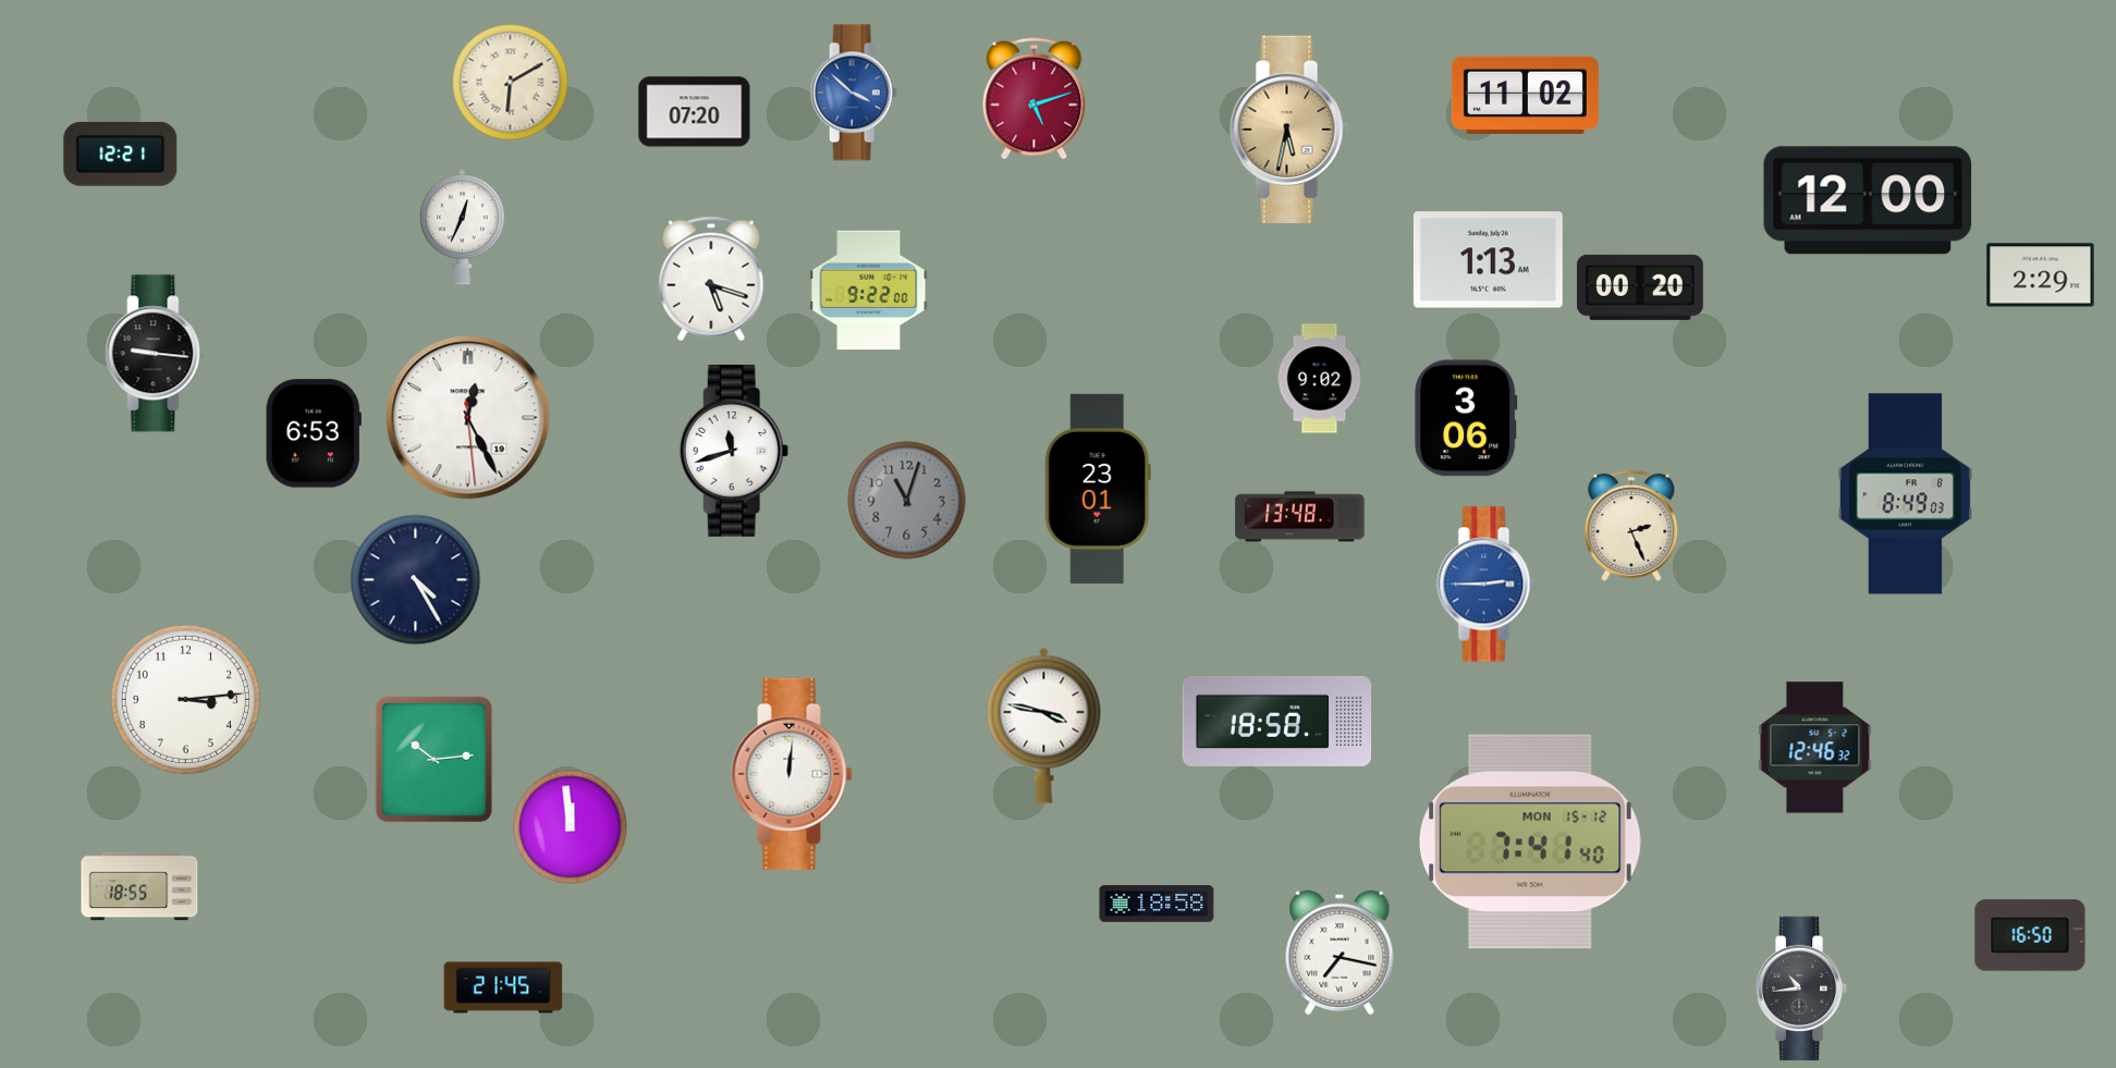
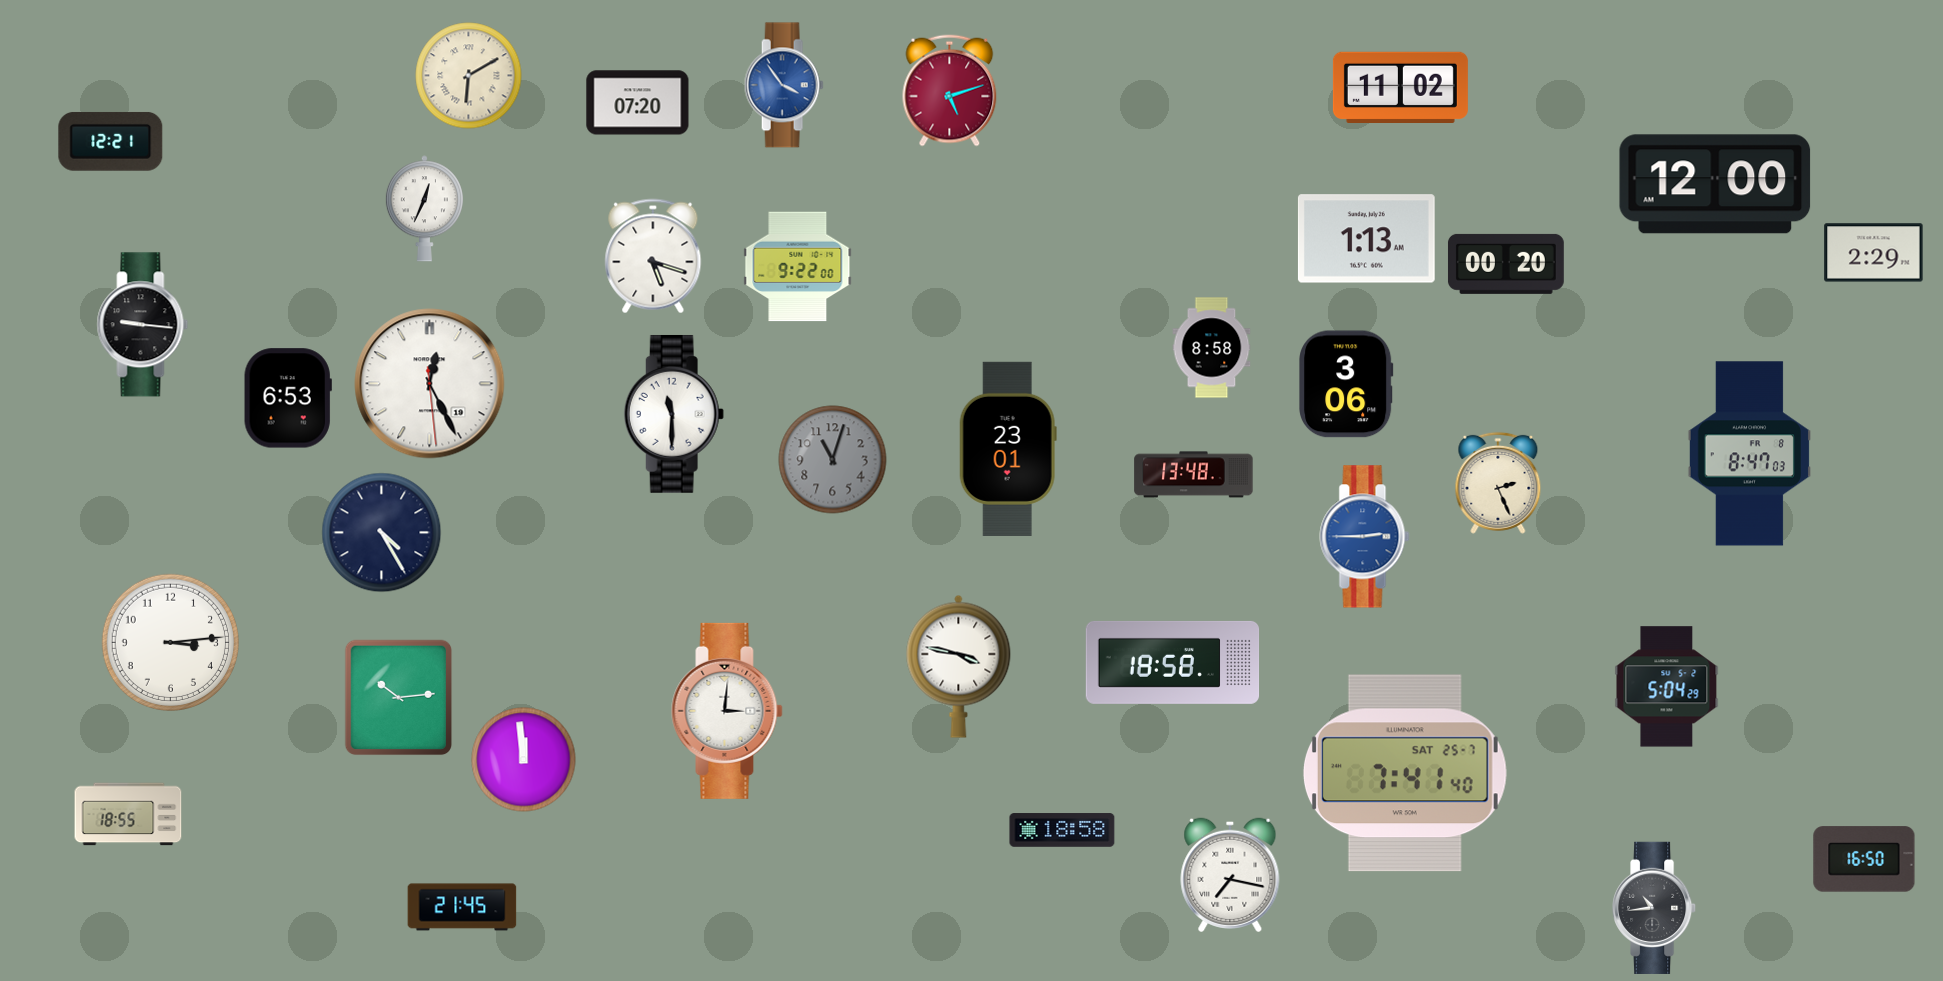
clock at (854, 93): 3:52 -> 3:54
clock at (1289, 128): 5:32 -> none
clock at (1320, 379): 9:02 -> 8:58
clock at (734, 451): 11:42 -> 11:30
clock at (1905, 494): 8:49 -> 8:47
clock at (1815, 748): 12:46 -> 5:04
clock at (792, 774): 12:01 -> 3:01
clock at (1530, 842) date: MON 15-12 -> SAT 25-7
